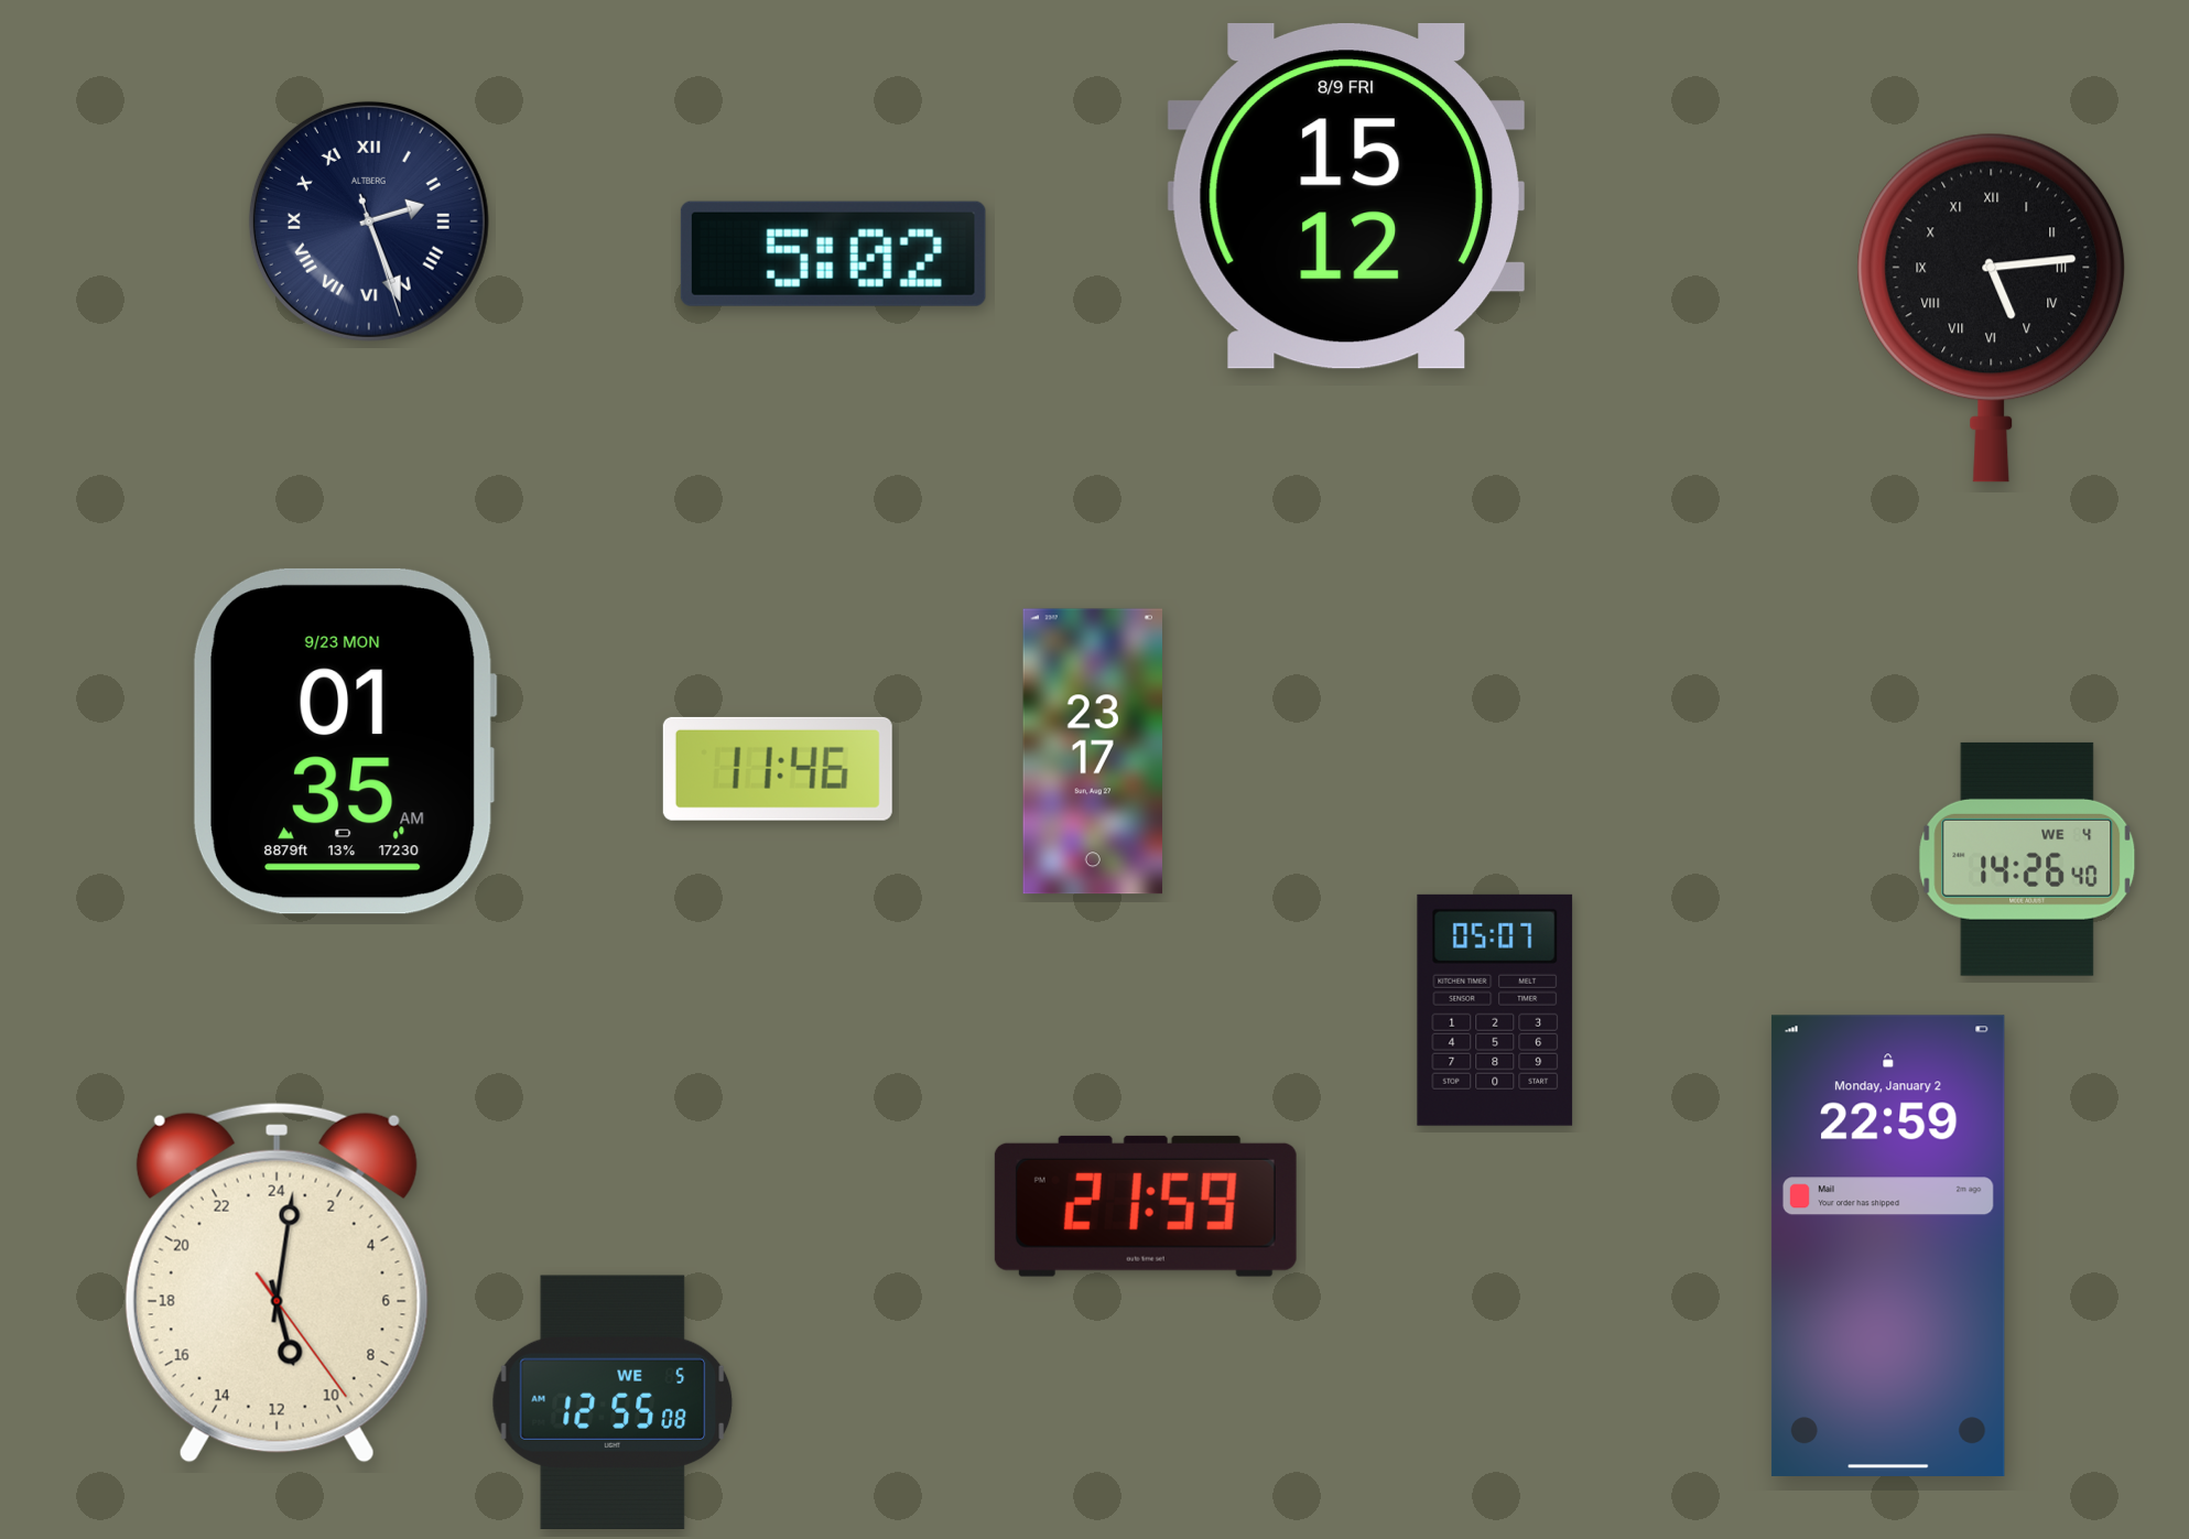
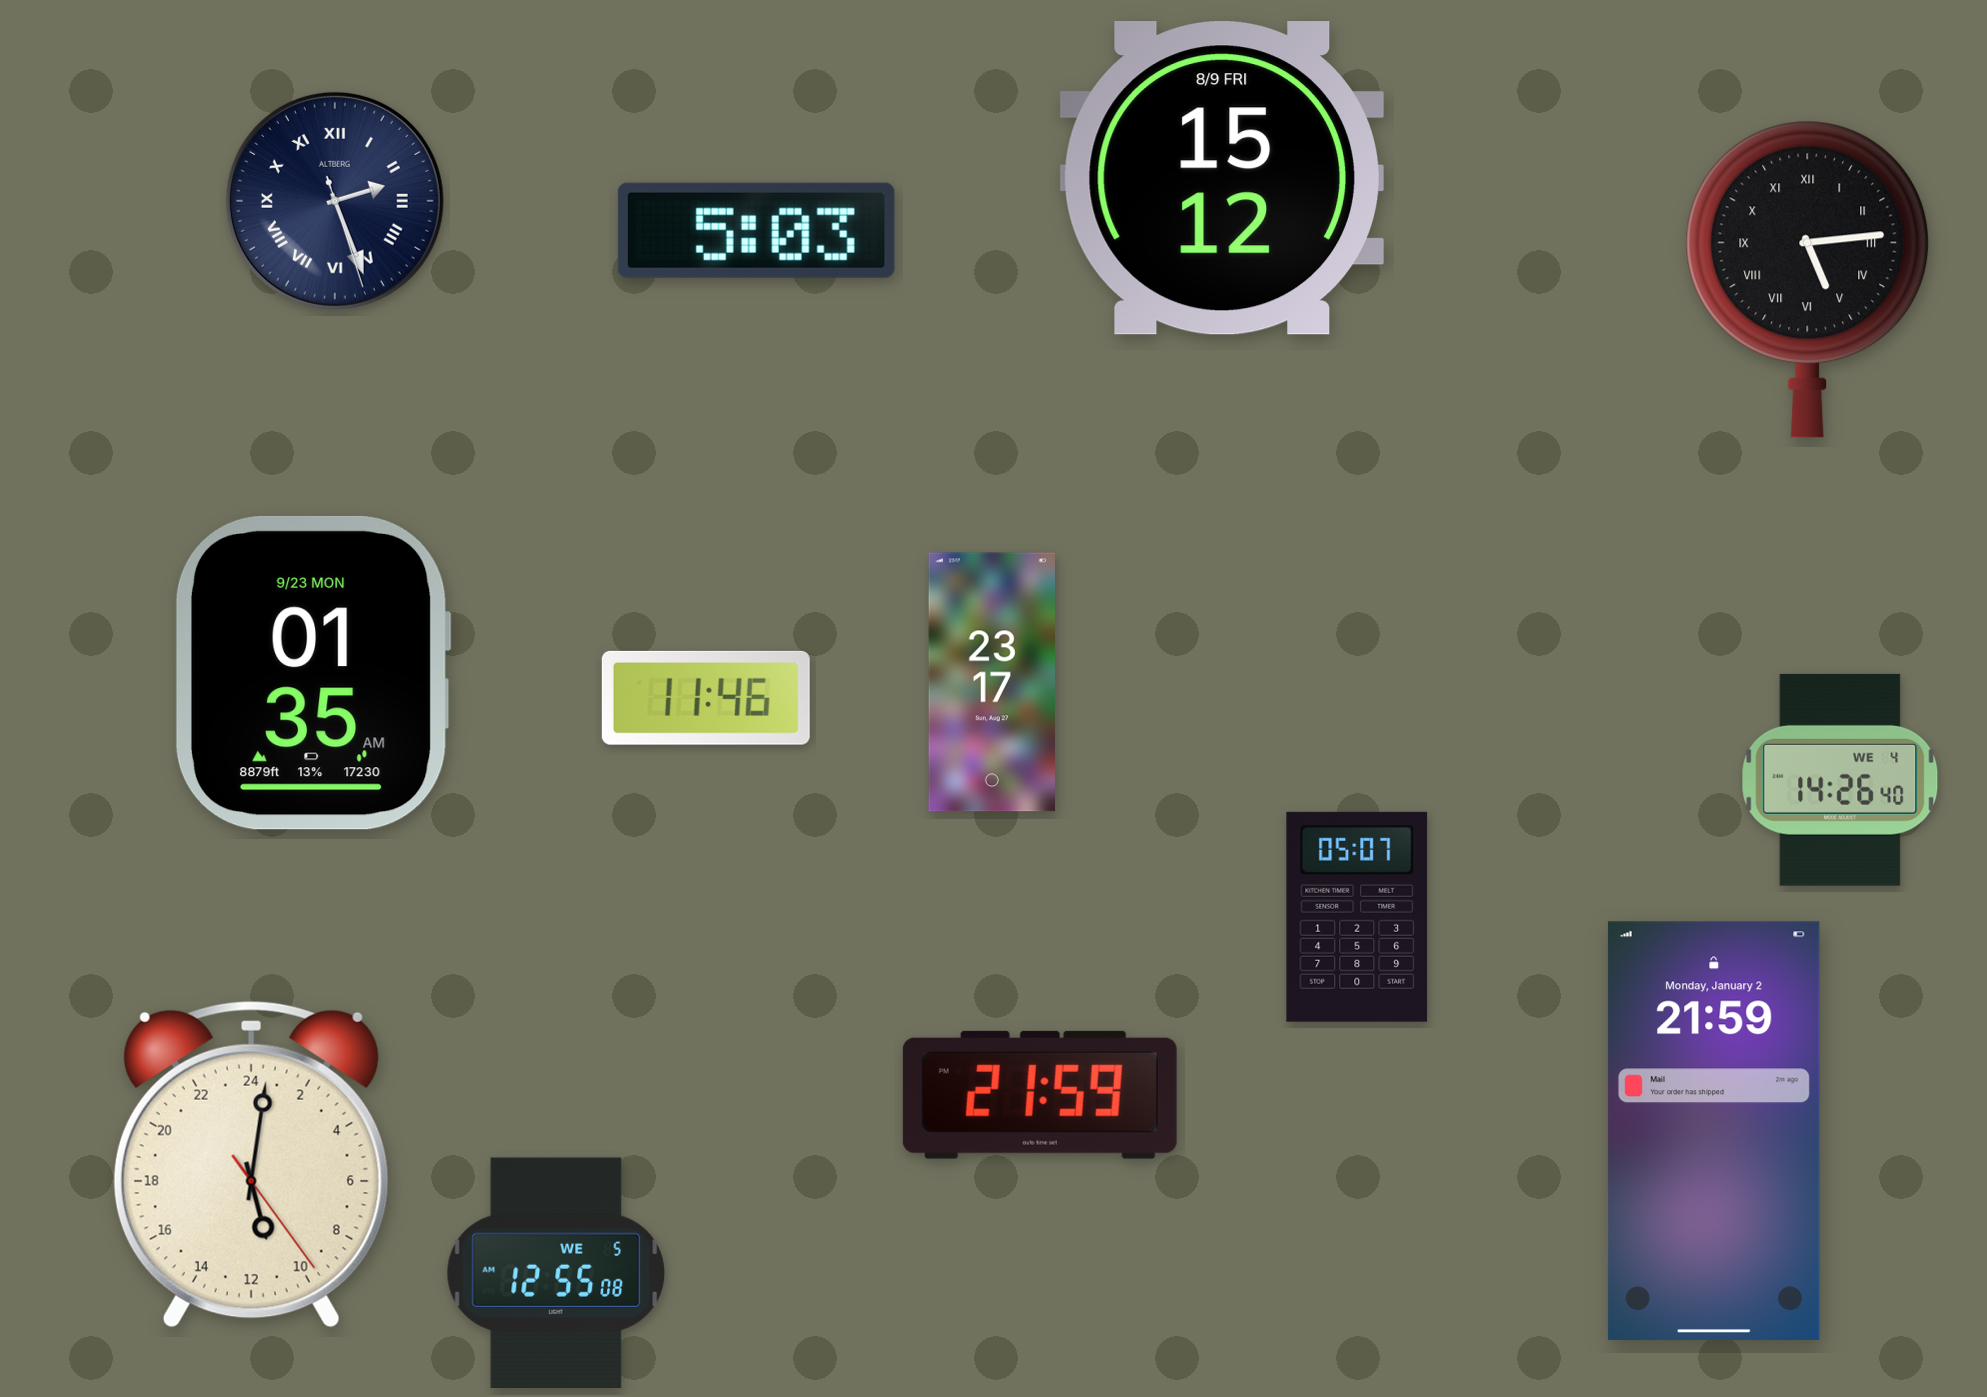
clock at (833, 253): 5:02 -> 5:03
clock at (1888, 1246): 22:59 -> 21:59
